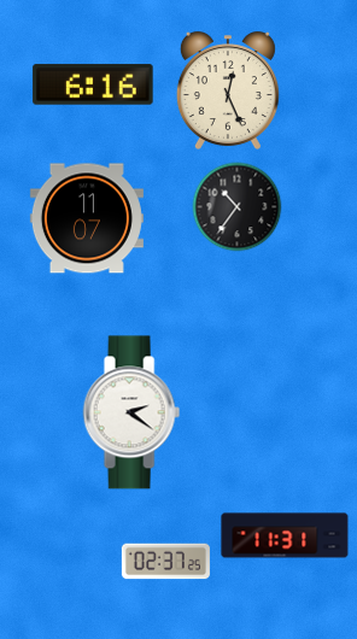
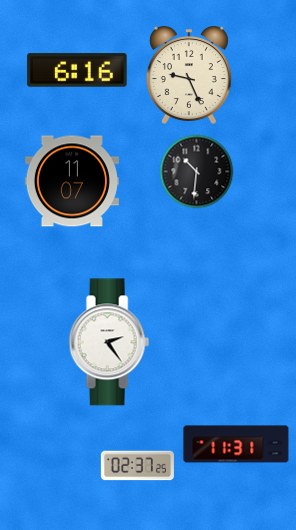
clock at (228, 90): 12:26 -> 9:26
clock at (238, 207): 10:36 -> 10:31
clock at (131, 412): 2:21 -> 2:24
